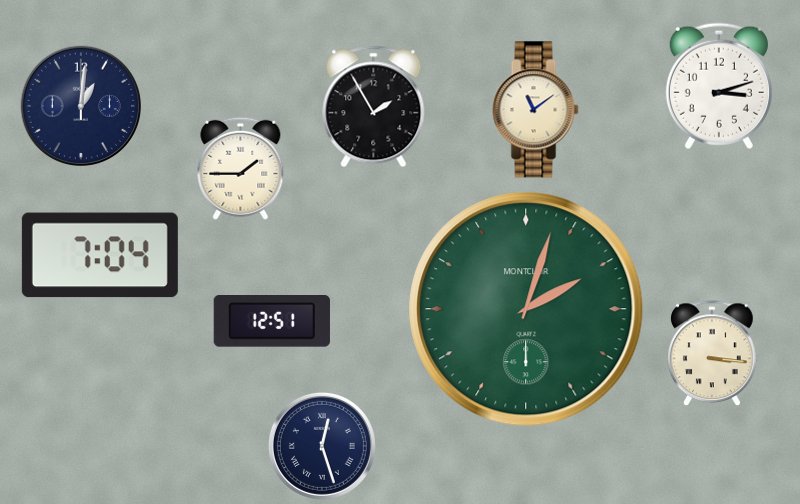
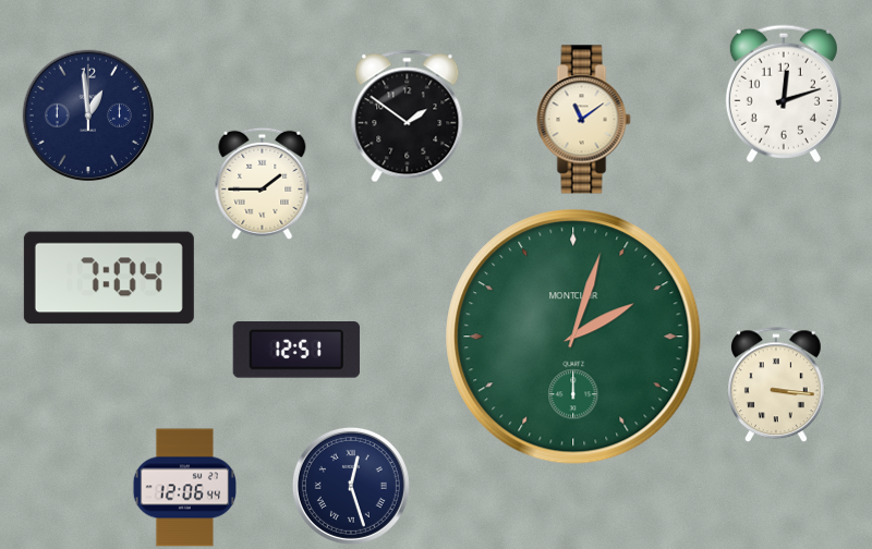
clock at (719, 86): 3:12 -> 12:12
clock at (81, 106): 1:01 -> 12:59
clock at (374, 107): 1:55 -> 1:51
clock at (184, 488): none -> 12:06
